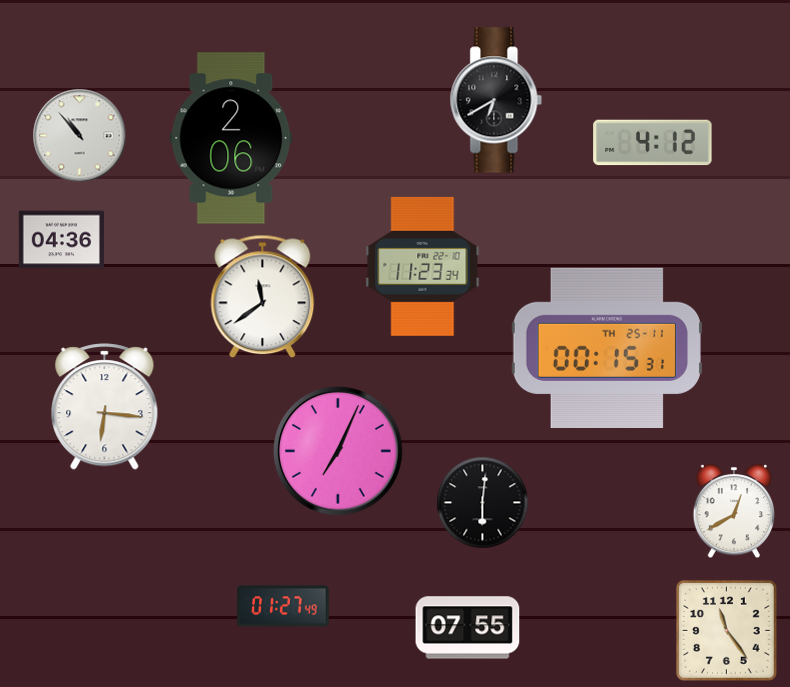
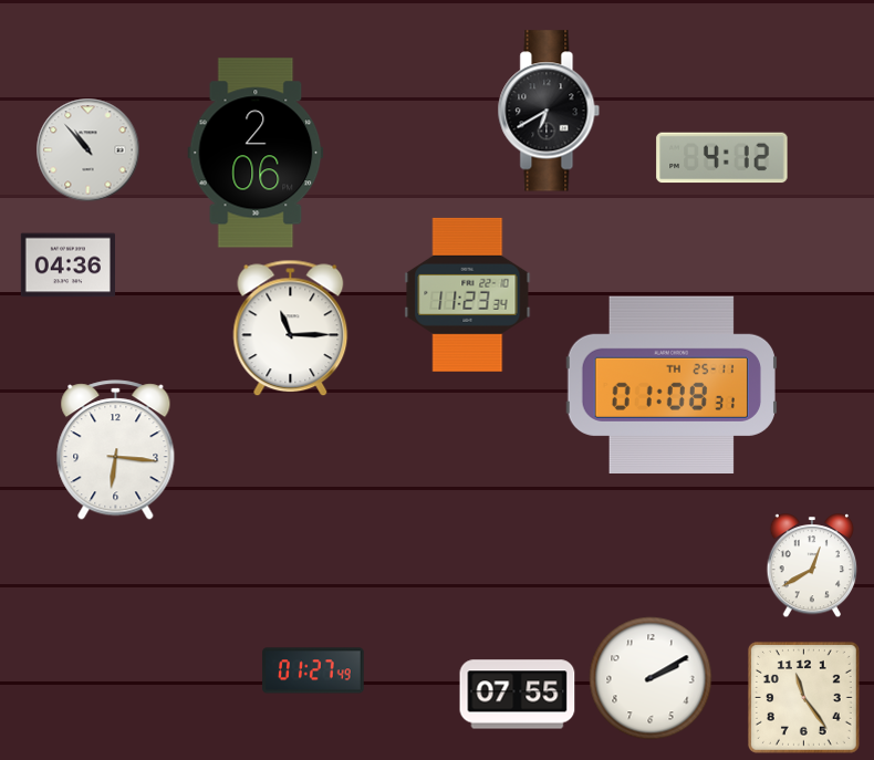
clock at (263, 297): 11:39 -> 11:15
clock at (606, 347): 00:15 -> 01:08
clock at (338, 451): 7:04 -> none
clock at (483, 503): 6:01 -> none
clock at (651, 678): none -> 2:10
